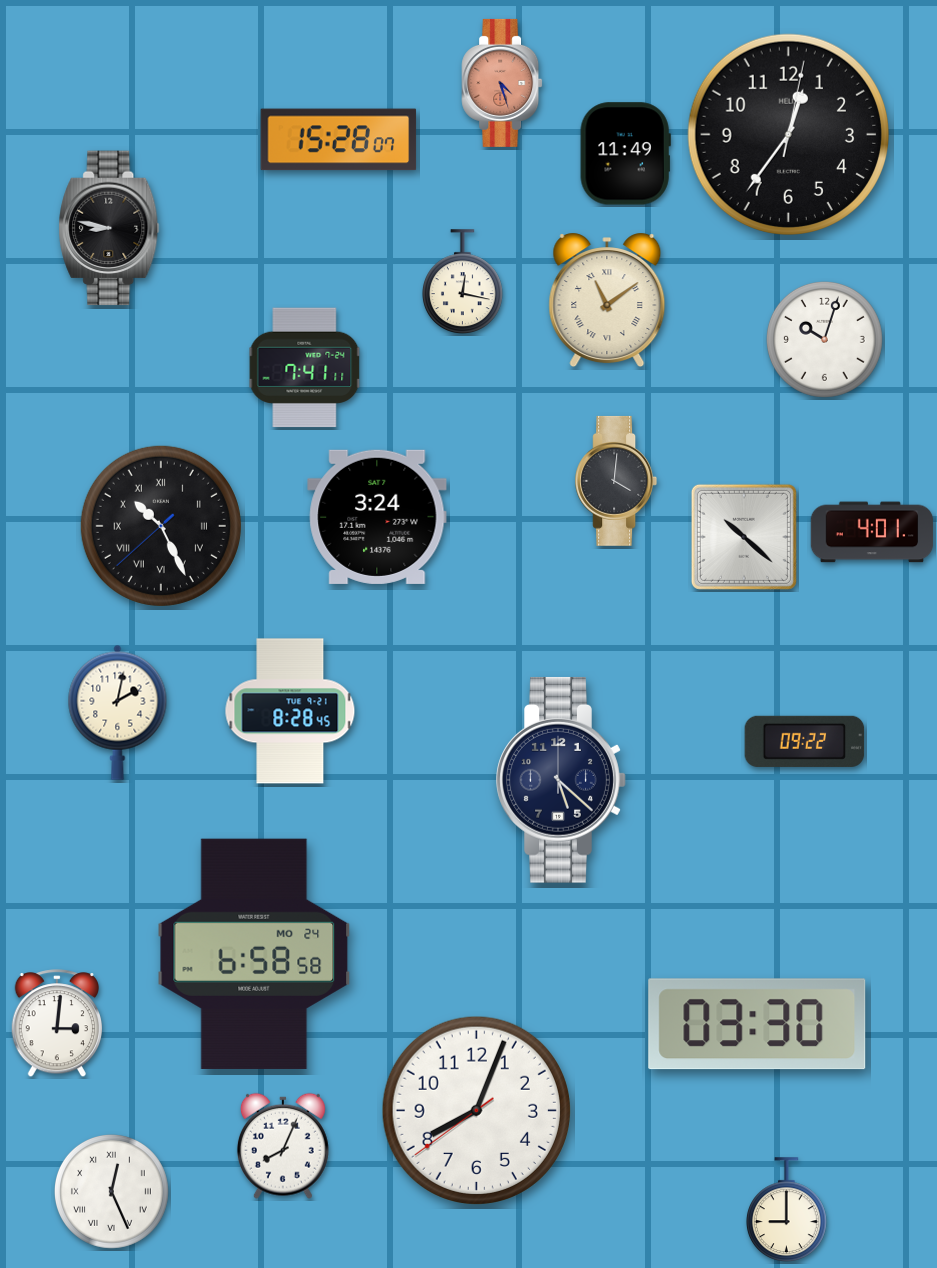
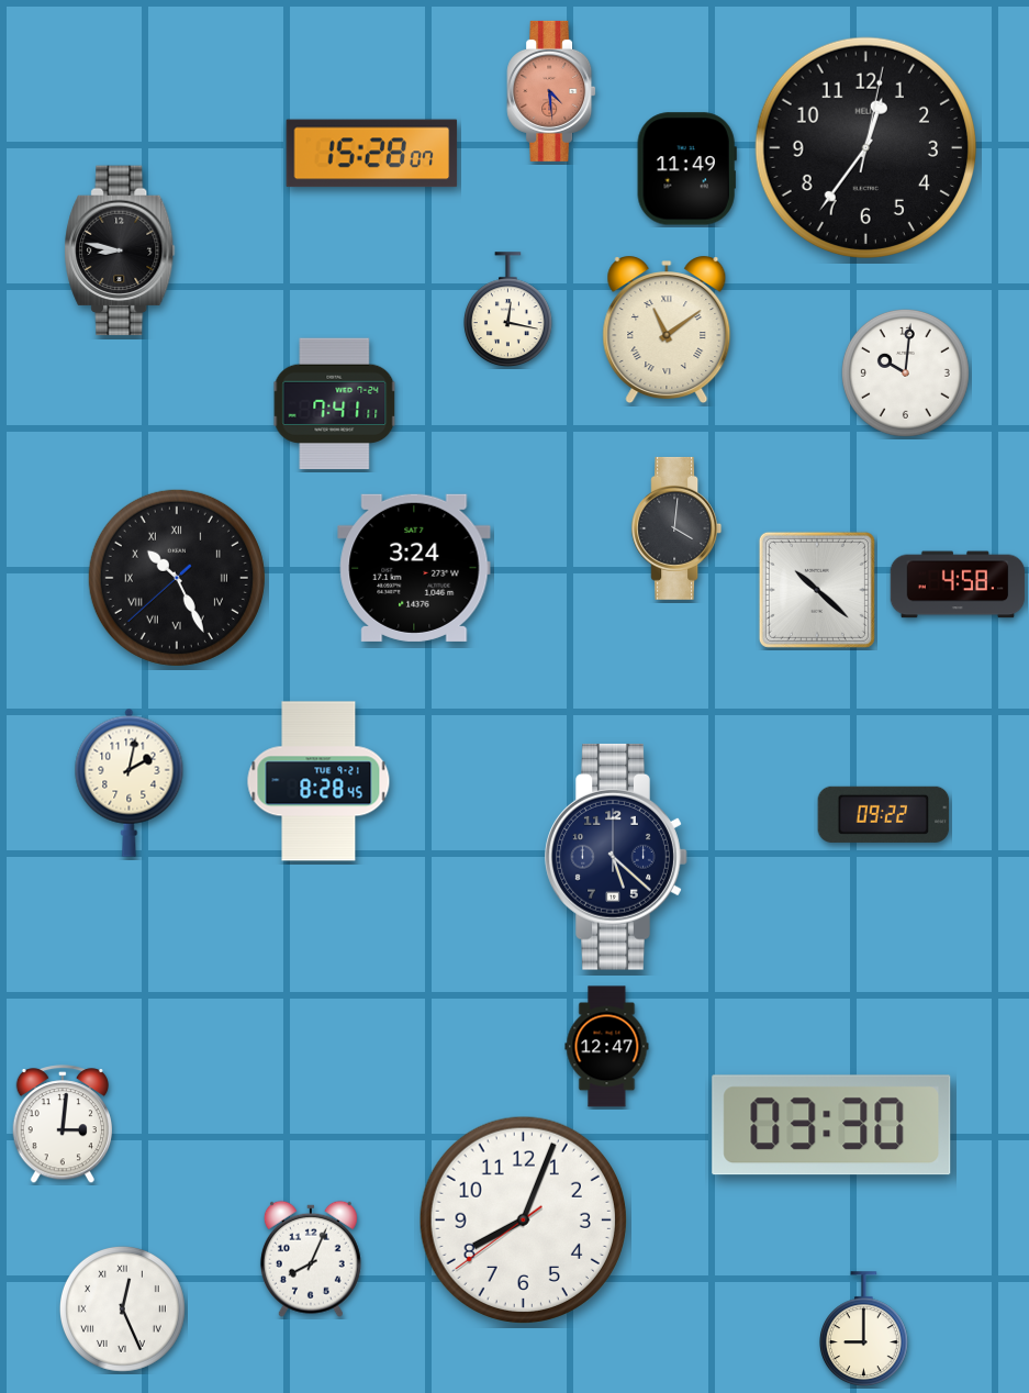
clock at (502, 83): 4:27 -> 4:29
clock at (824, 339): 10:03 -> 10:01
clock at (872, 532): 4:01 -> 4:58
clock at (607, 1047): none -> 12:47
clock at (254, 954): 6:58 -> none
